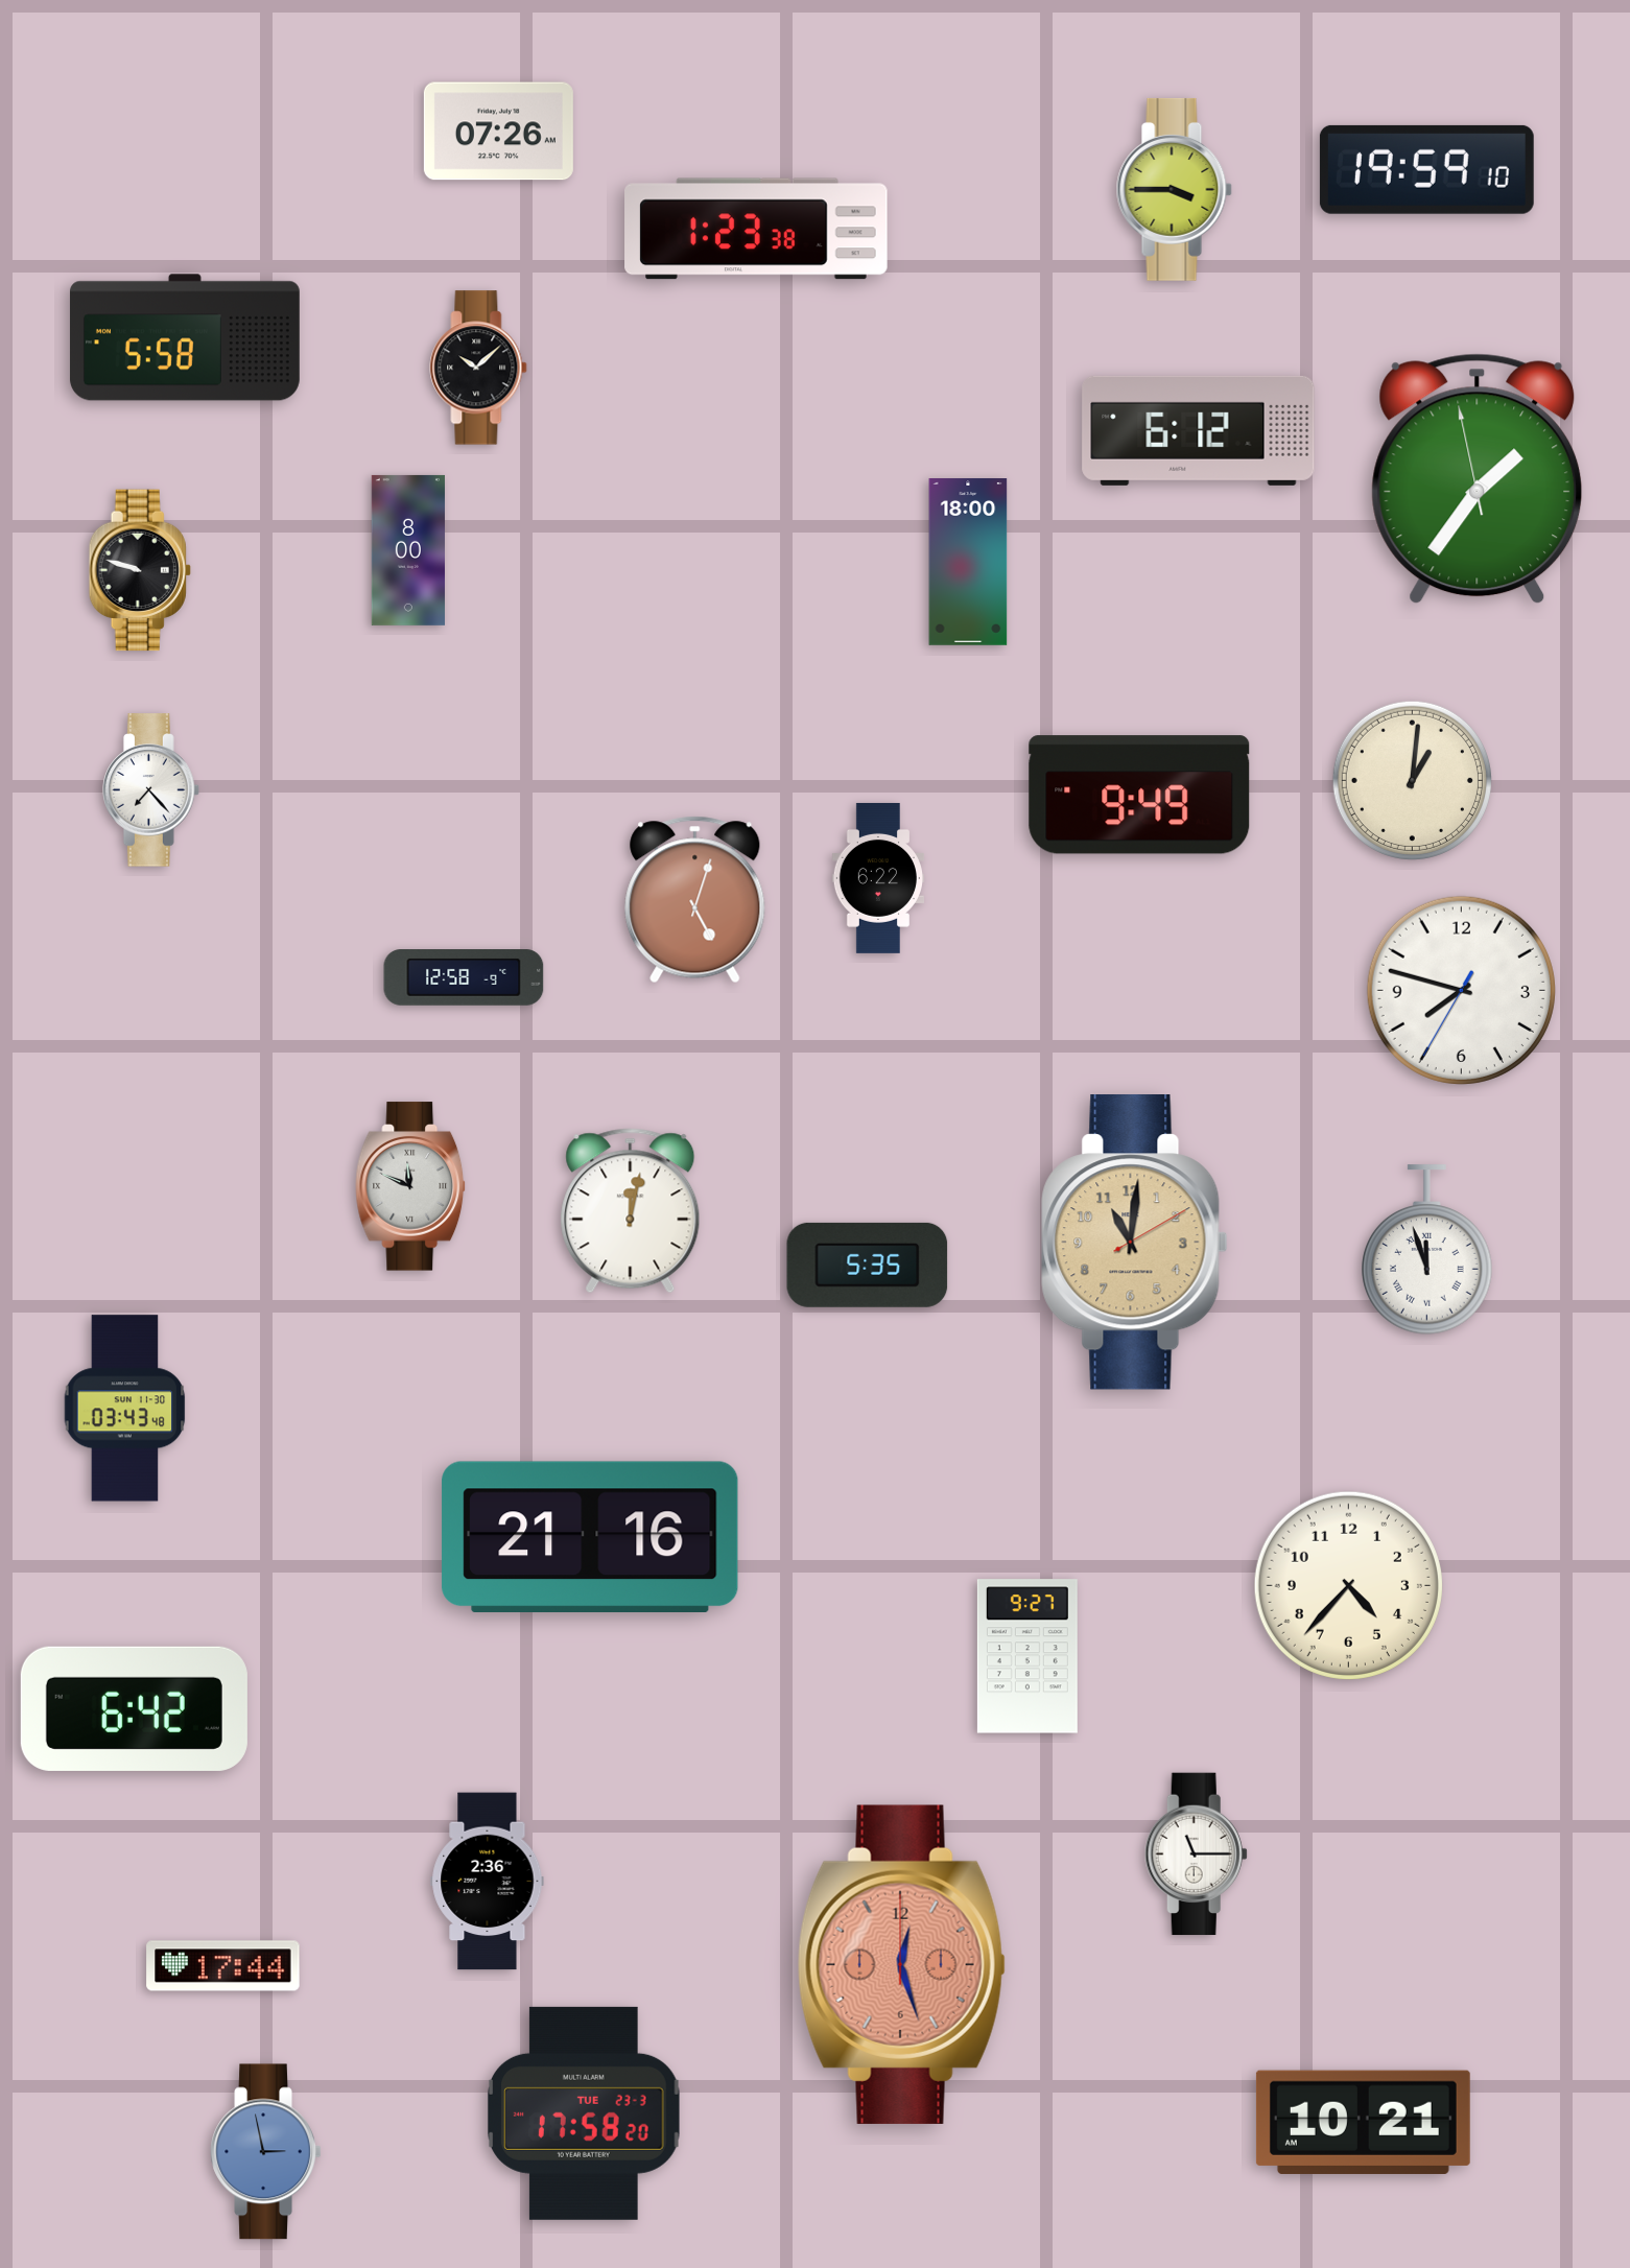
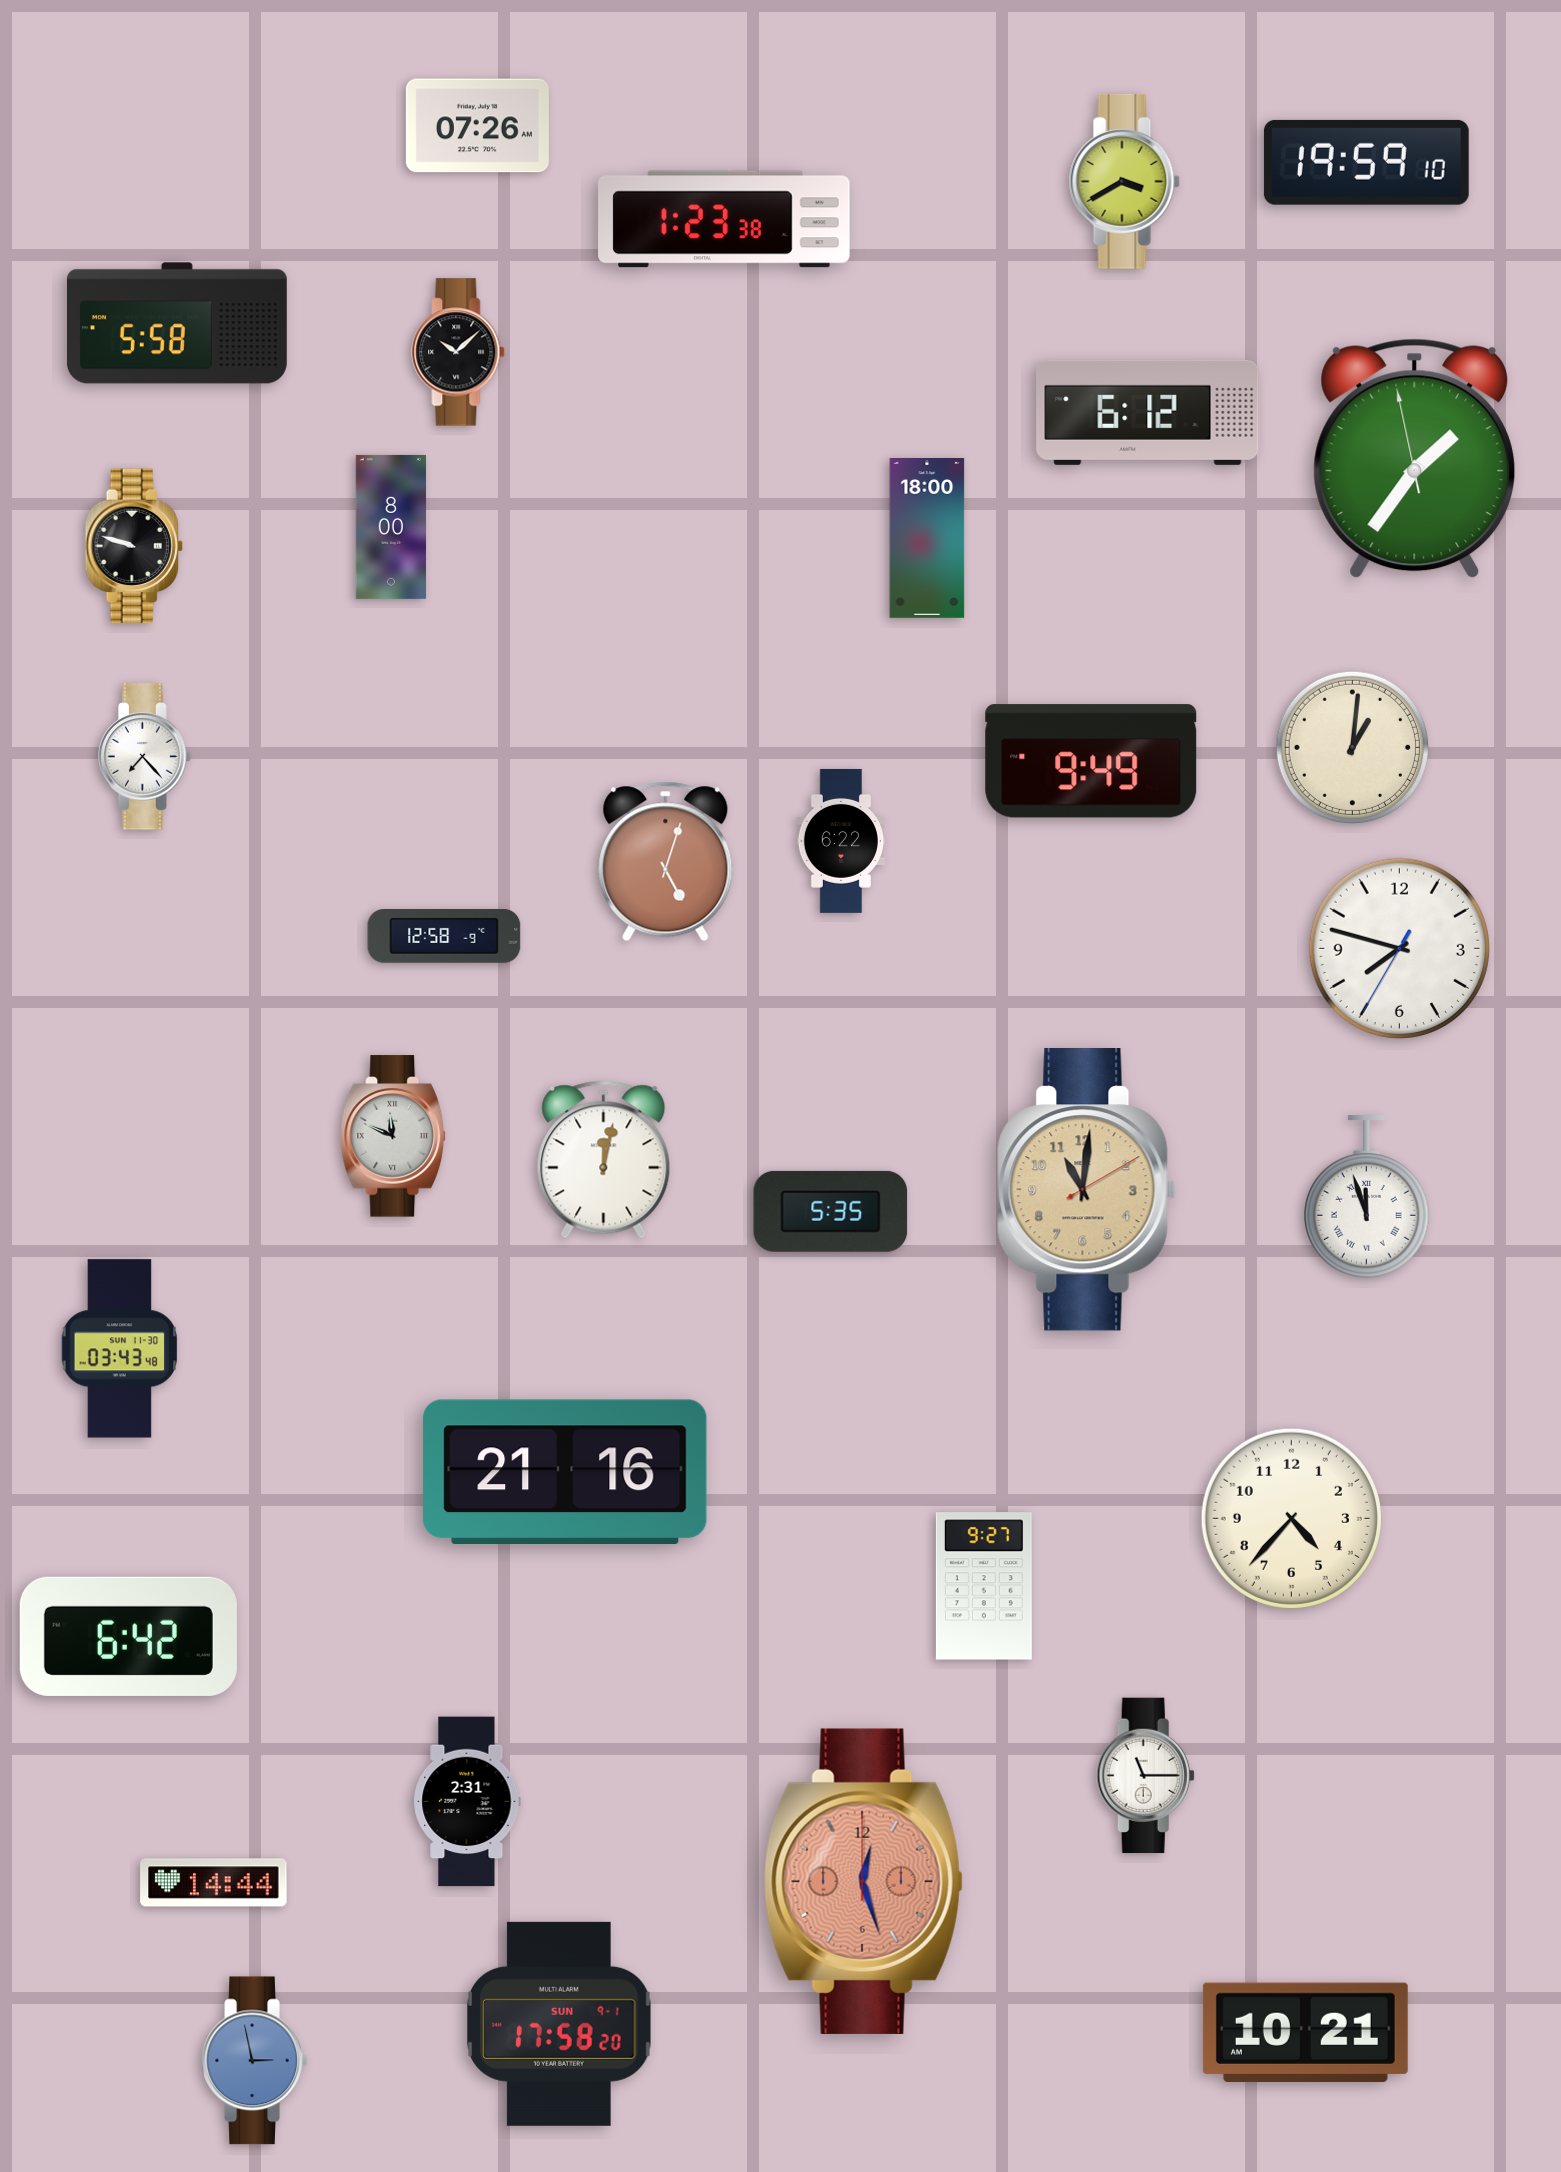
clock at (1174, 189): 3:45 -> 3:40
clock at (488, 1882): 2:36 -> 2:31
clock at (223, 1966): 17:44 -> 14:44
clock at (585, 2113) date: TUE 23-3 -> SUN 9-1
